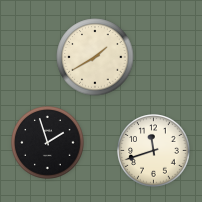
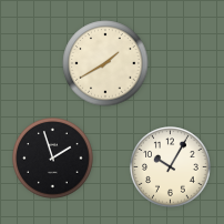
clock at (154, 151): 11:42 -> 10:05
